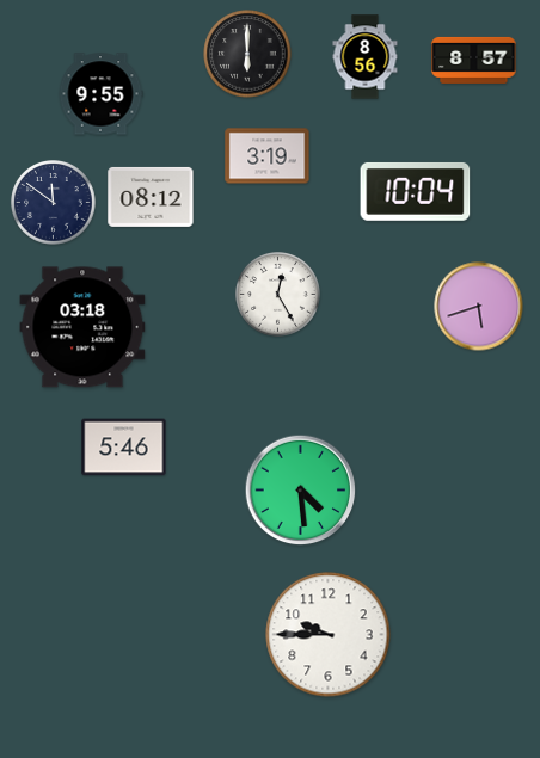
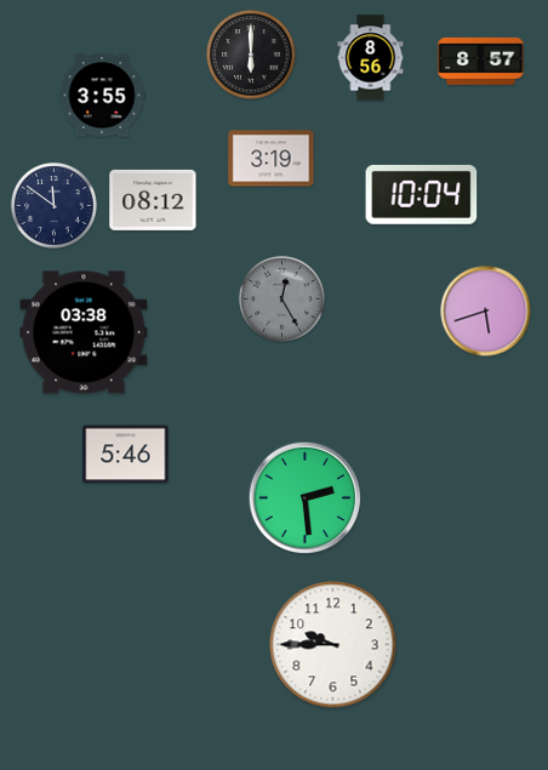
clock at (100, 94): 9:55 -> 3:55
clock at (278, 295) dial: white -> grey
clock at (82, 327): 03:18 -> 03:38
clock at (301, 491): 4:29 -> 2:29
